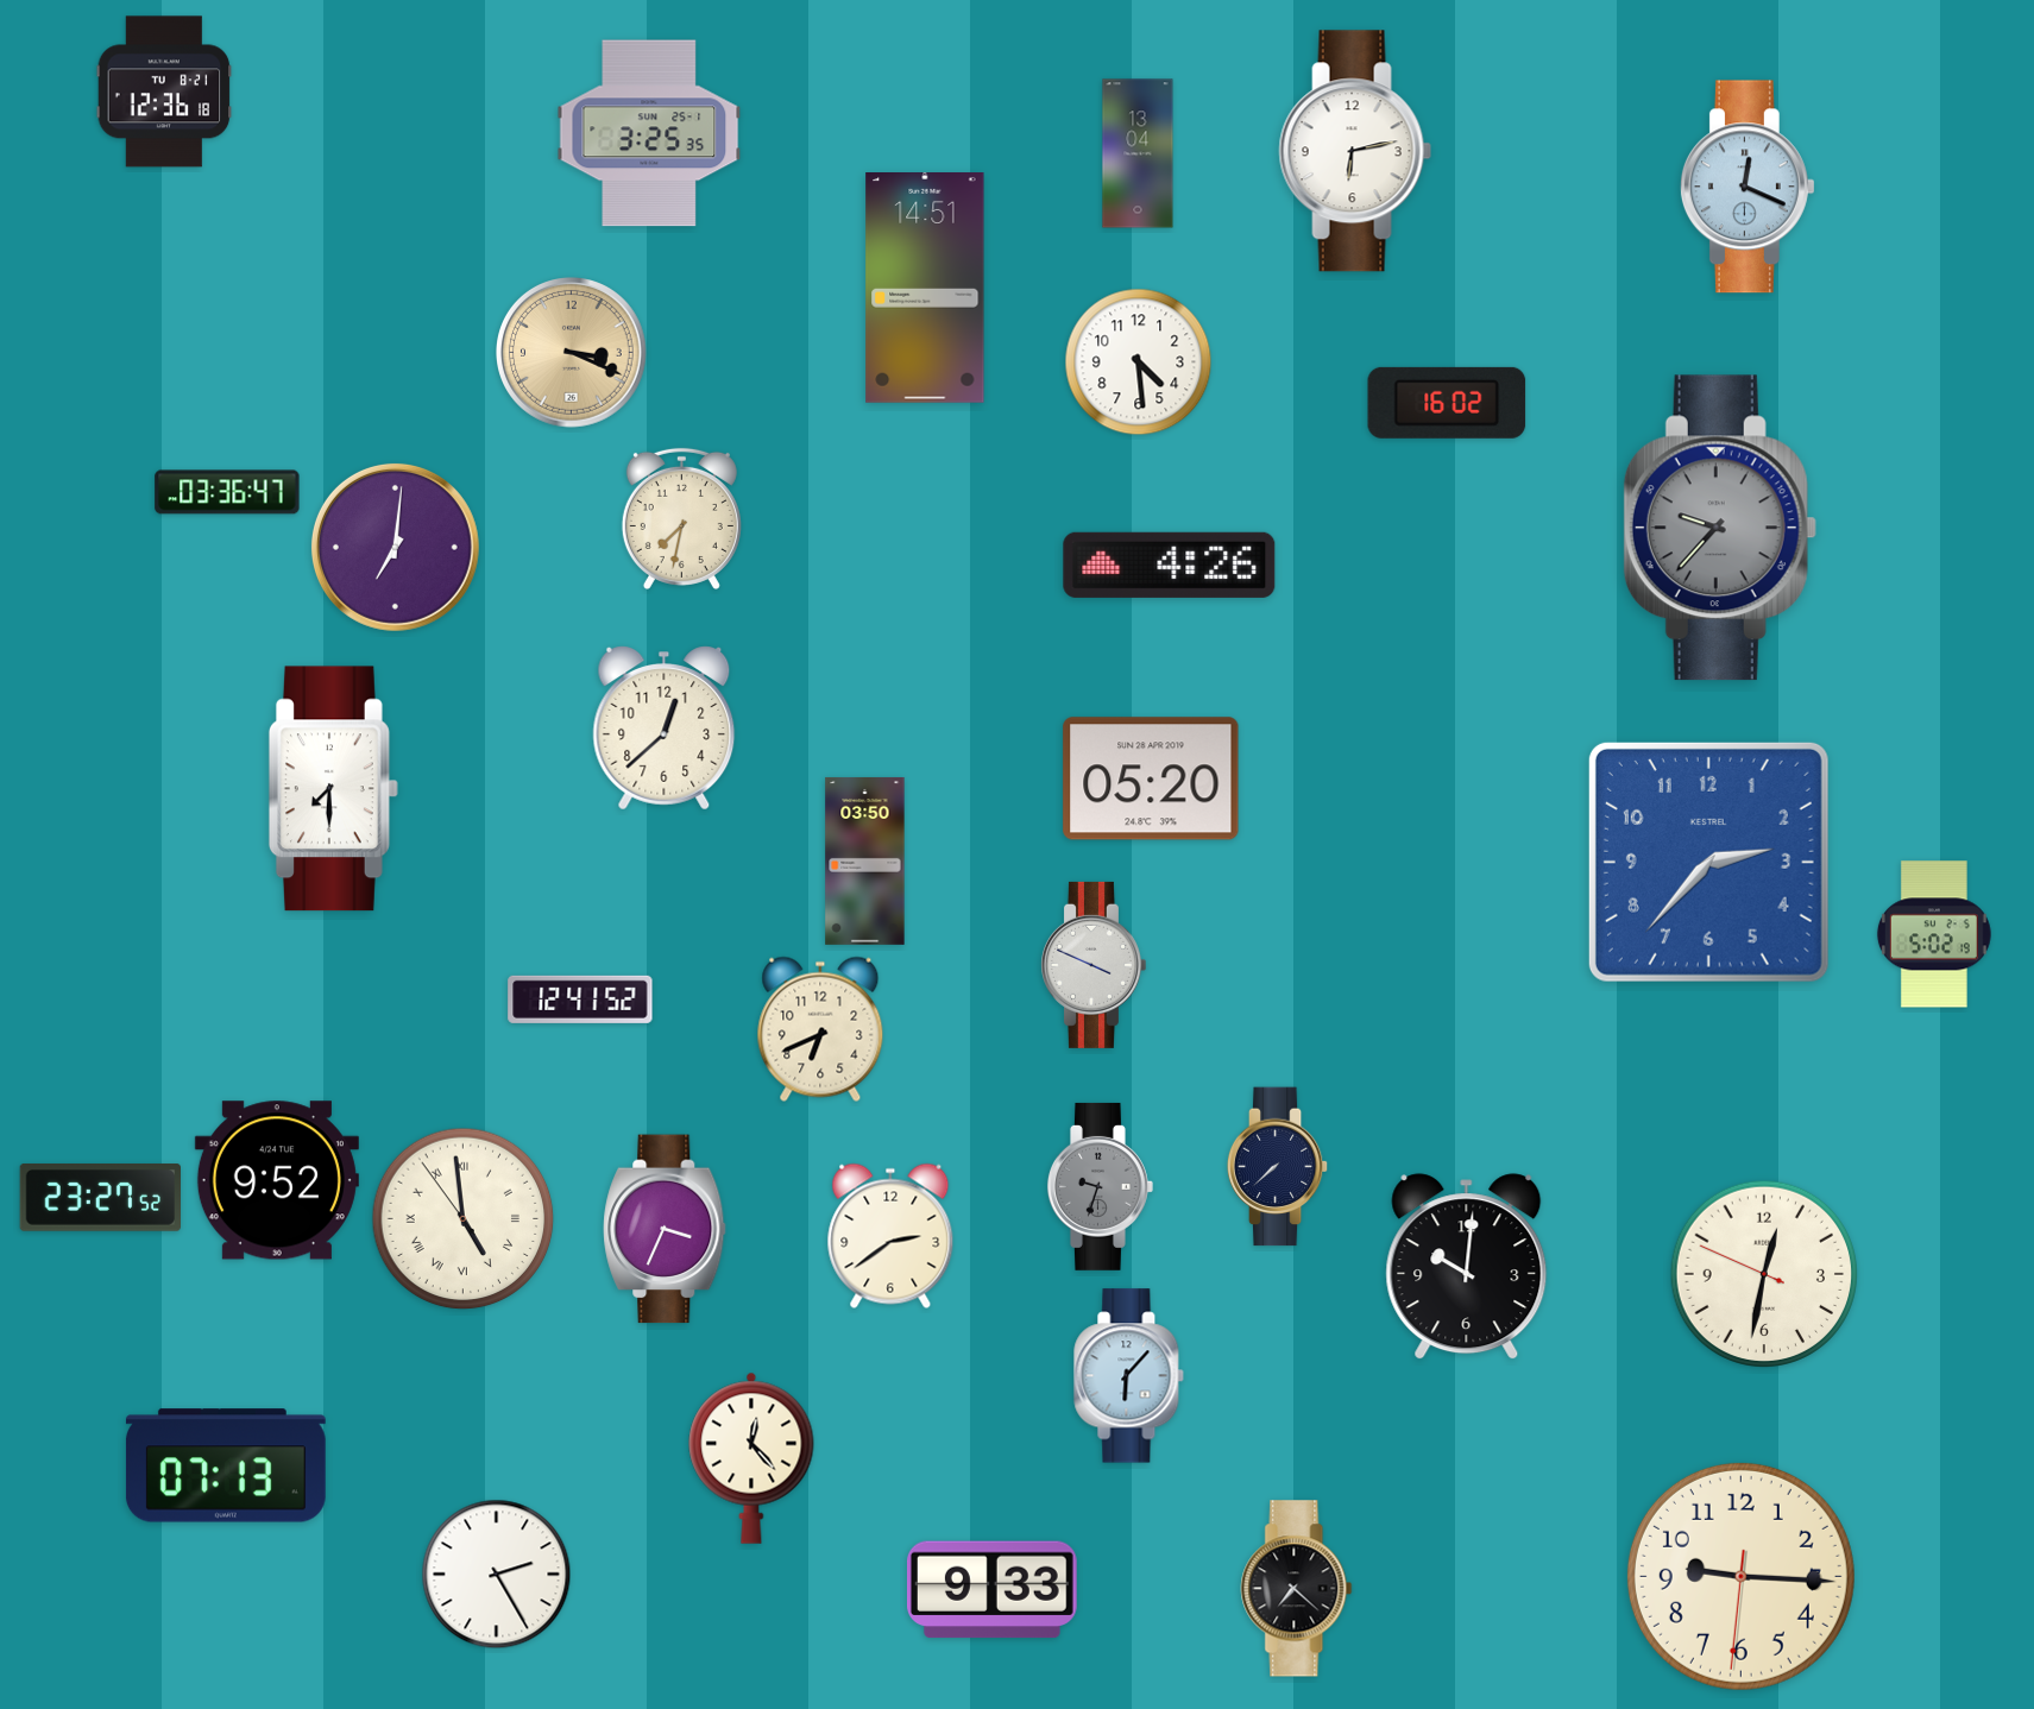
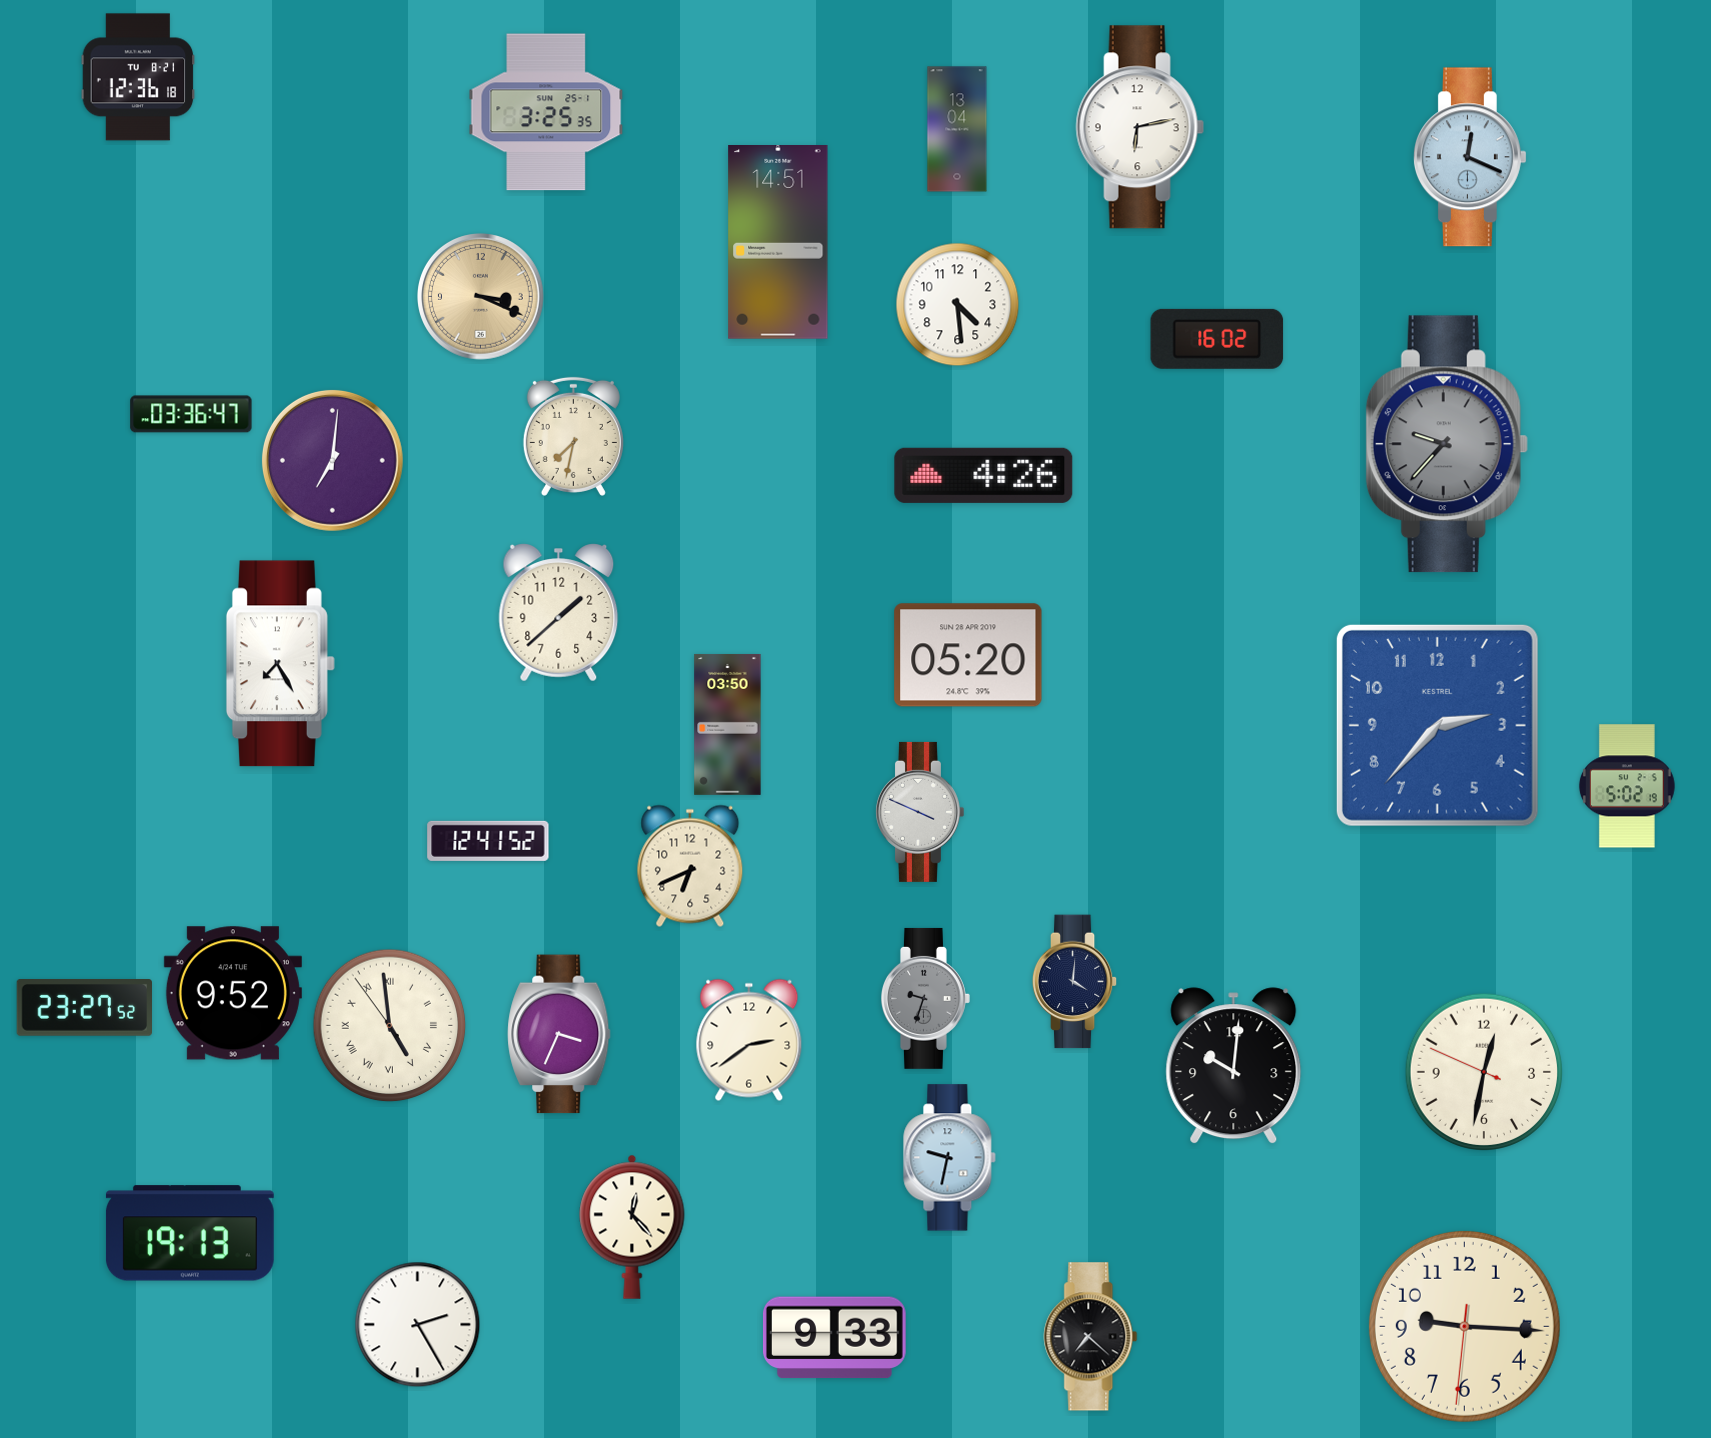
clock at (665, 729): 12:38 -> 1:38
clock at (333, 789): 7:30 -> 7:25
clock at (1278, 1167): 7:38 -> 4:01
clock at (1129, 1376): 6:07 -> 9:32
clock at (226, 1465): 07:13 -> 19:13
